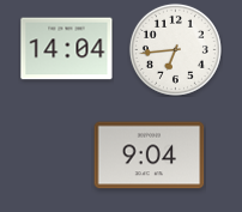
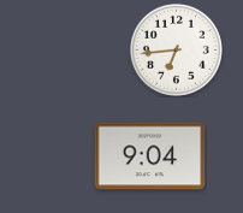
clock at (67, 49): 14:04 -> none
